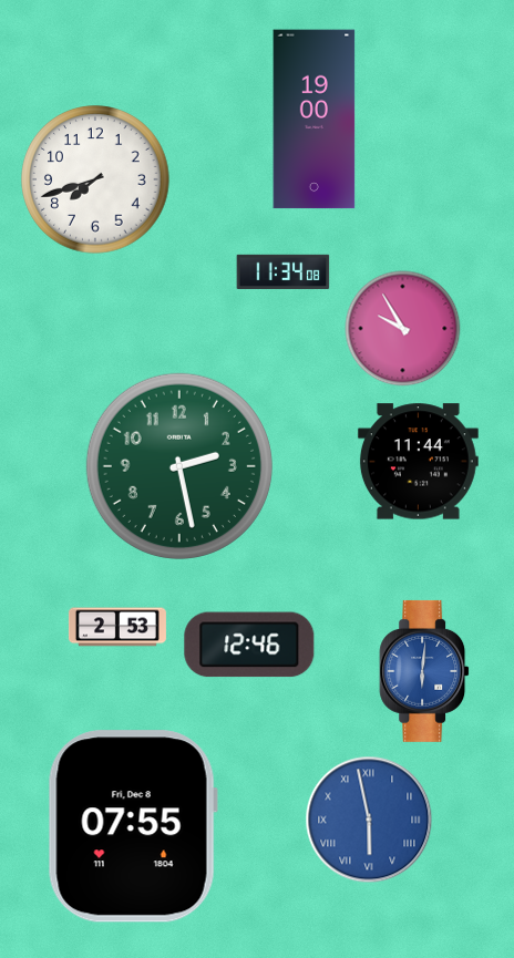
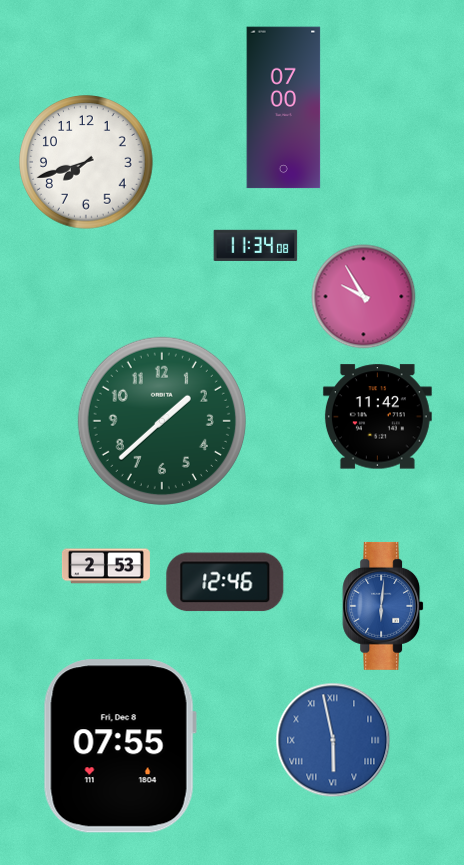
clock at (315, 120): 19:00 -> 07:00
clock at (418, 462): 11:44 -> 11:42
clock at (179, 466): 2:28 -> 1:38
